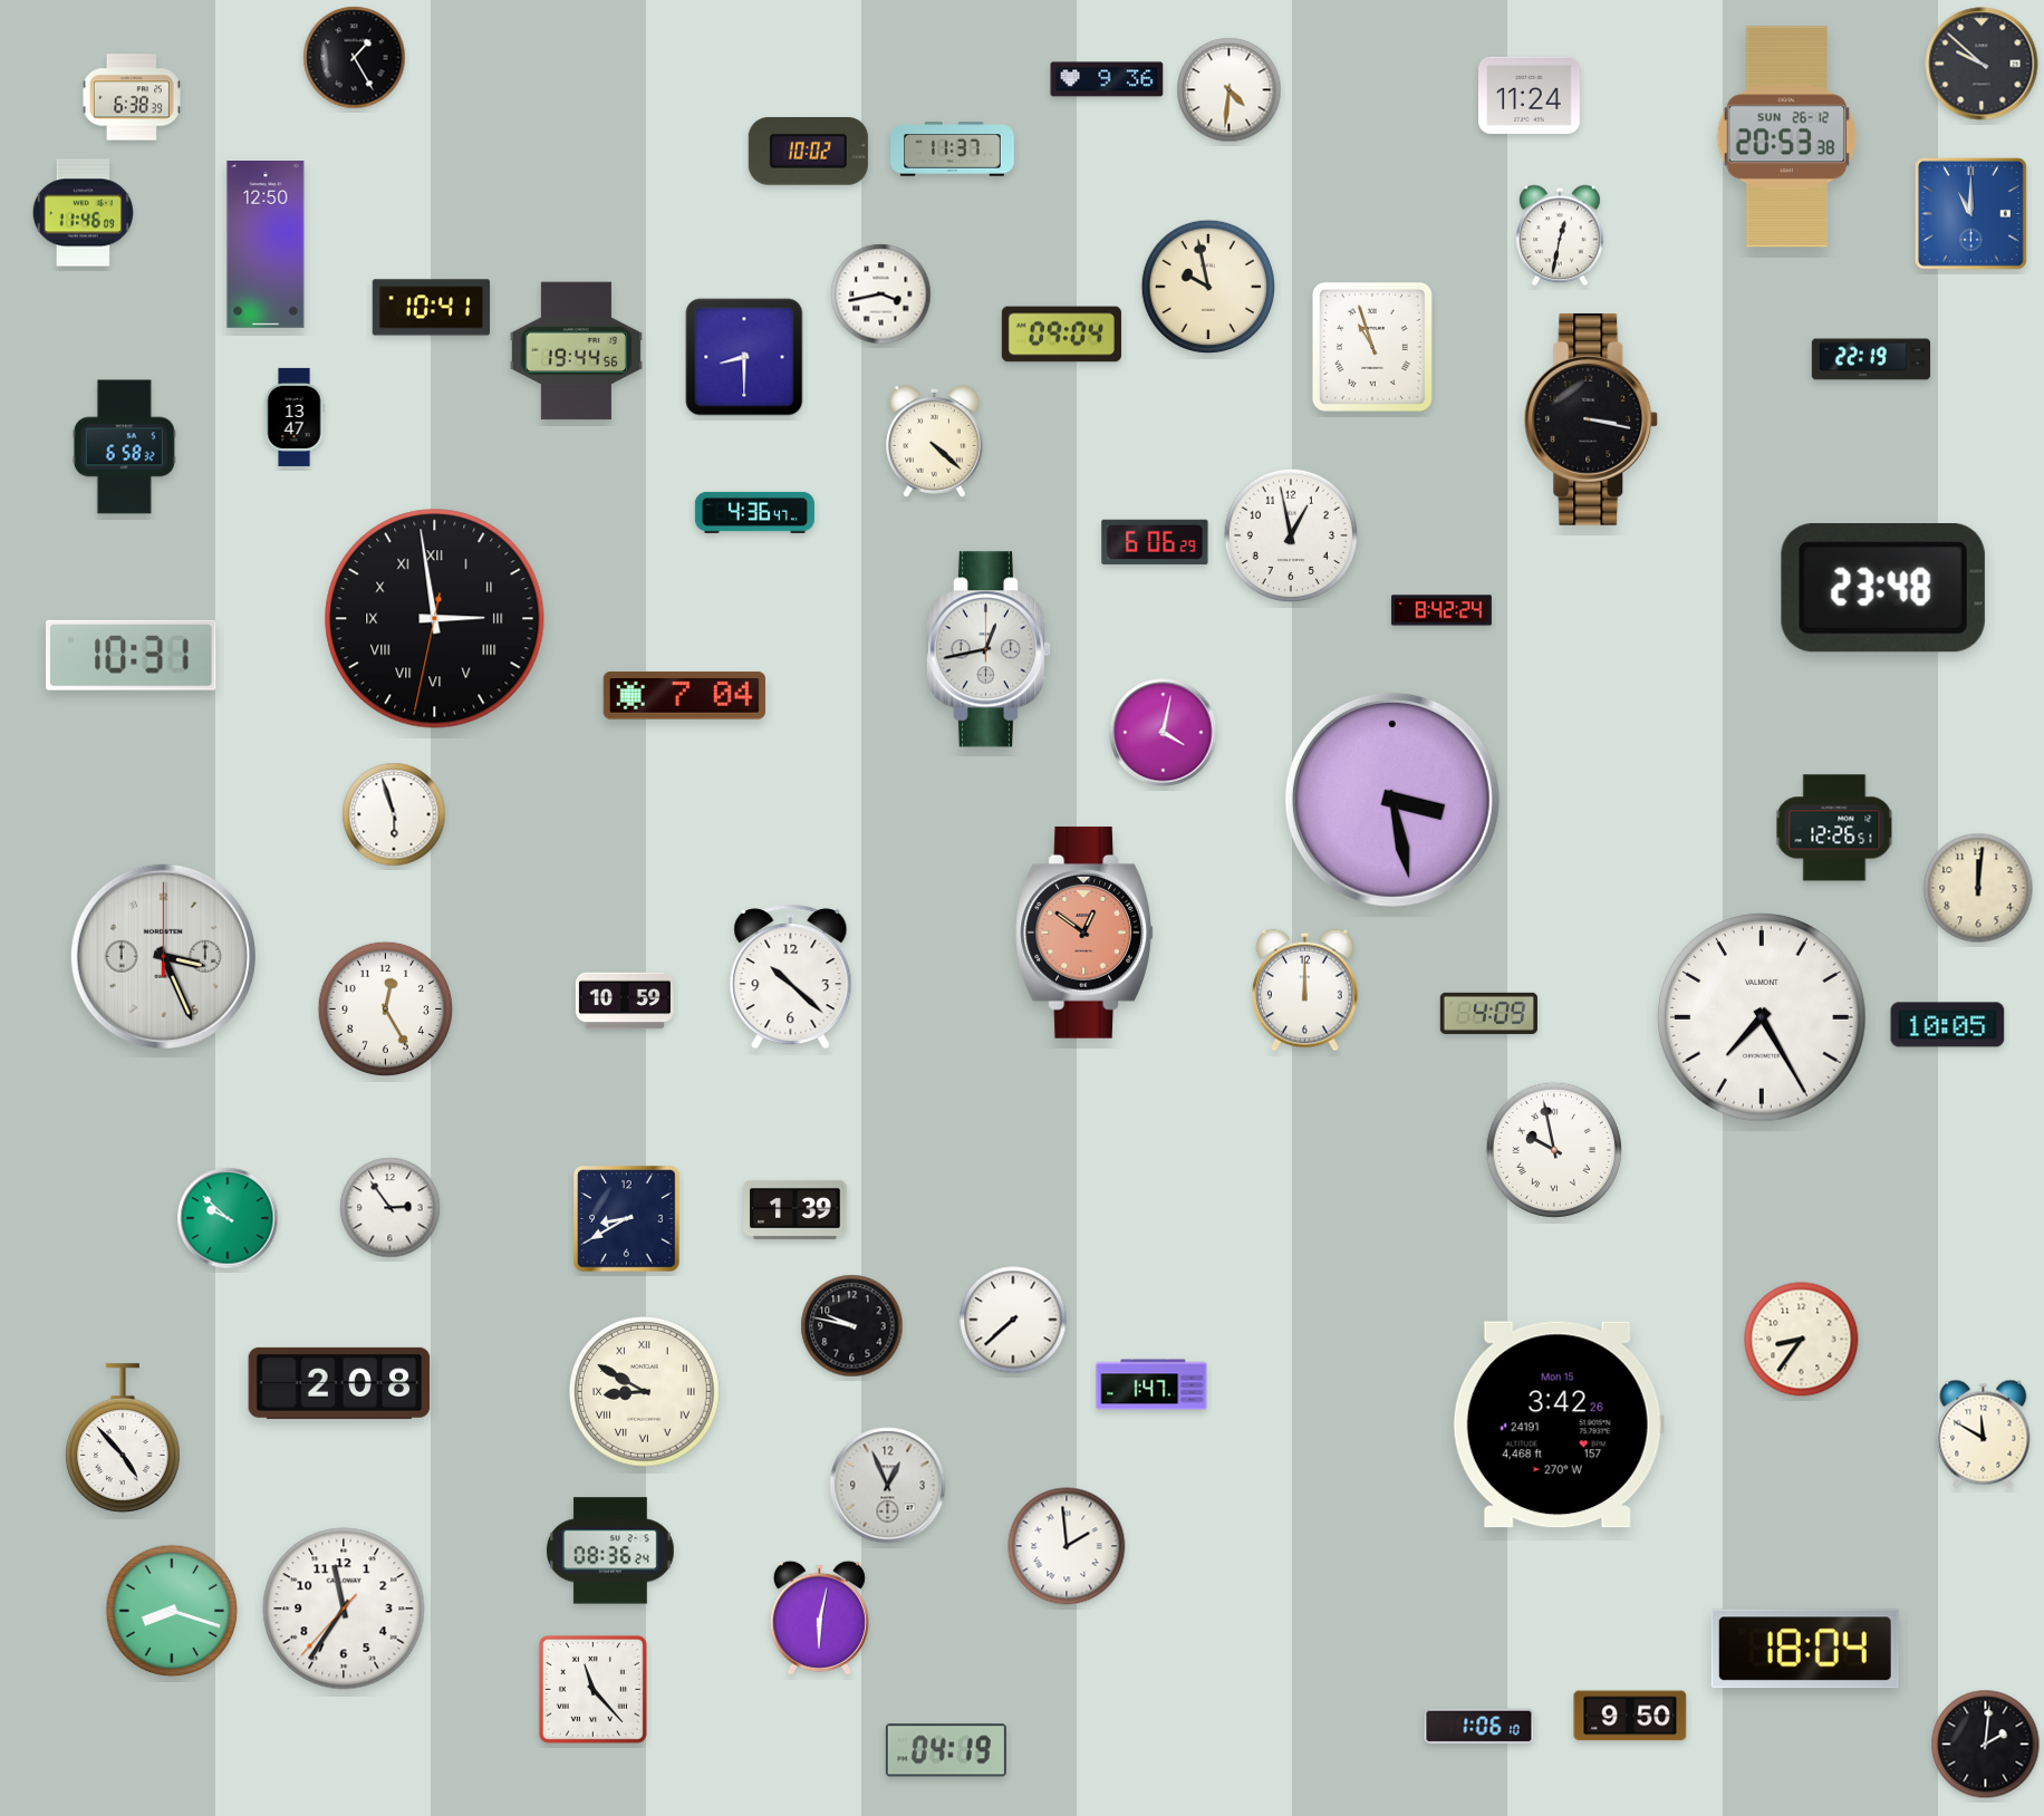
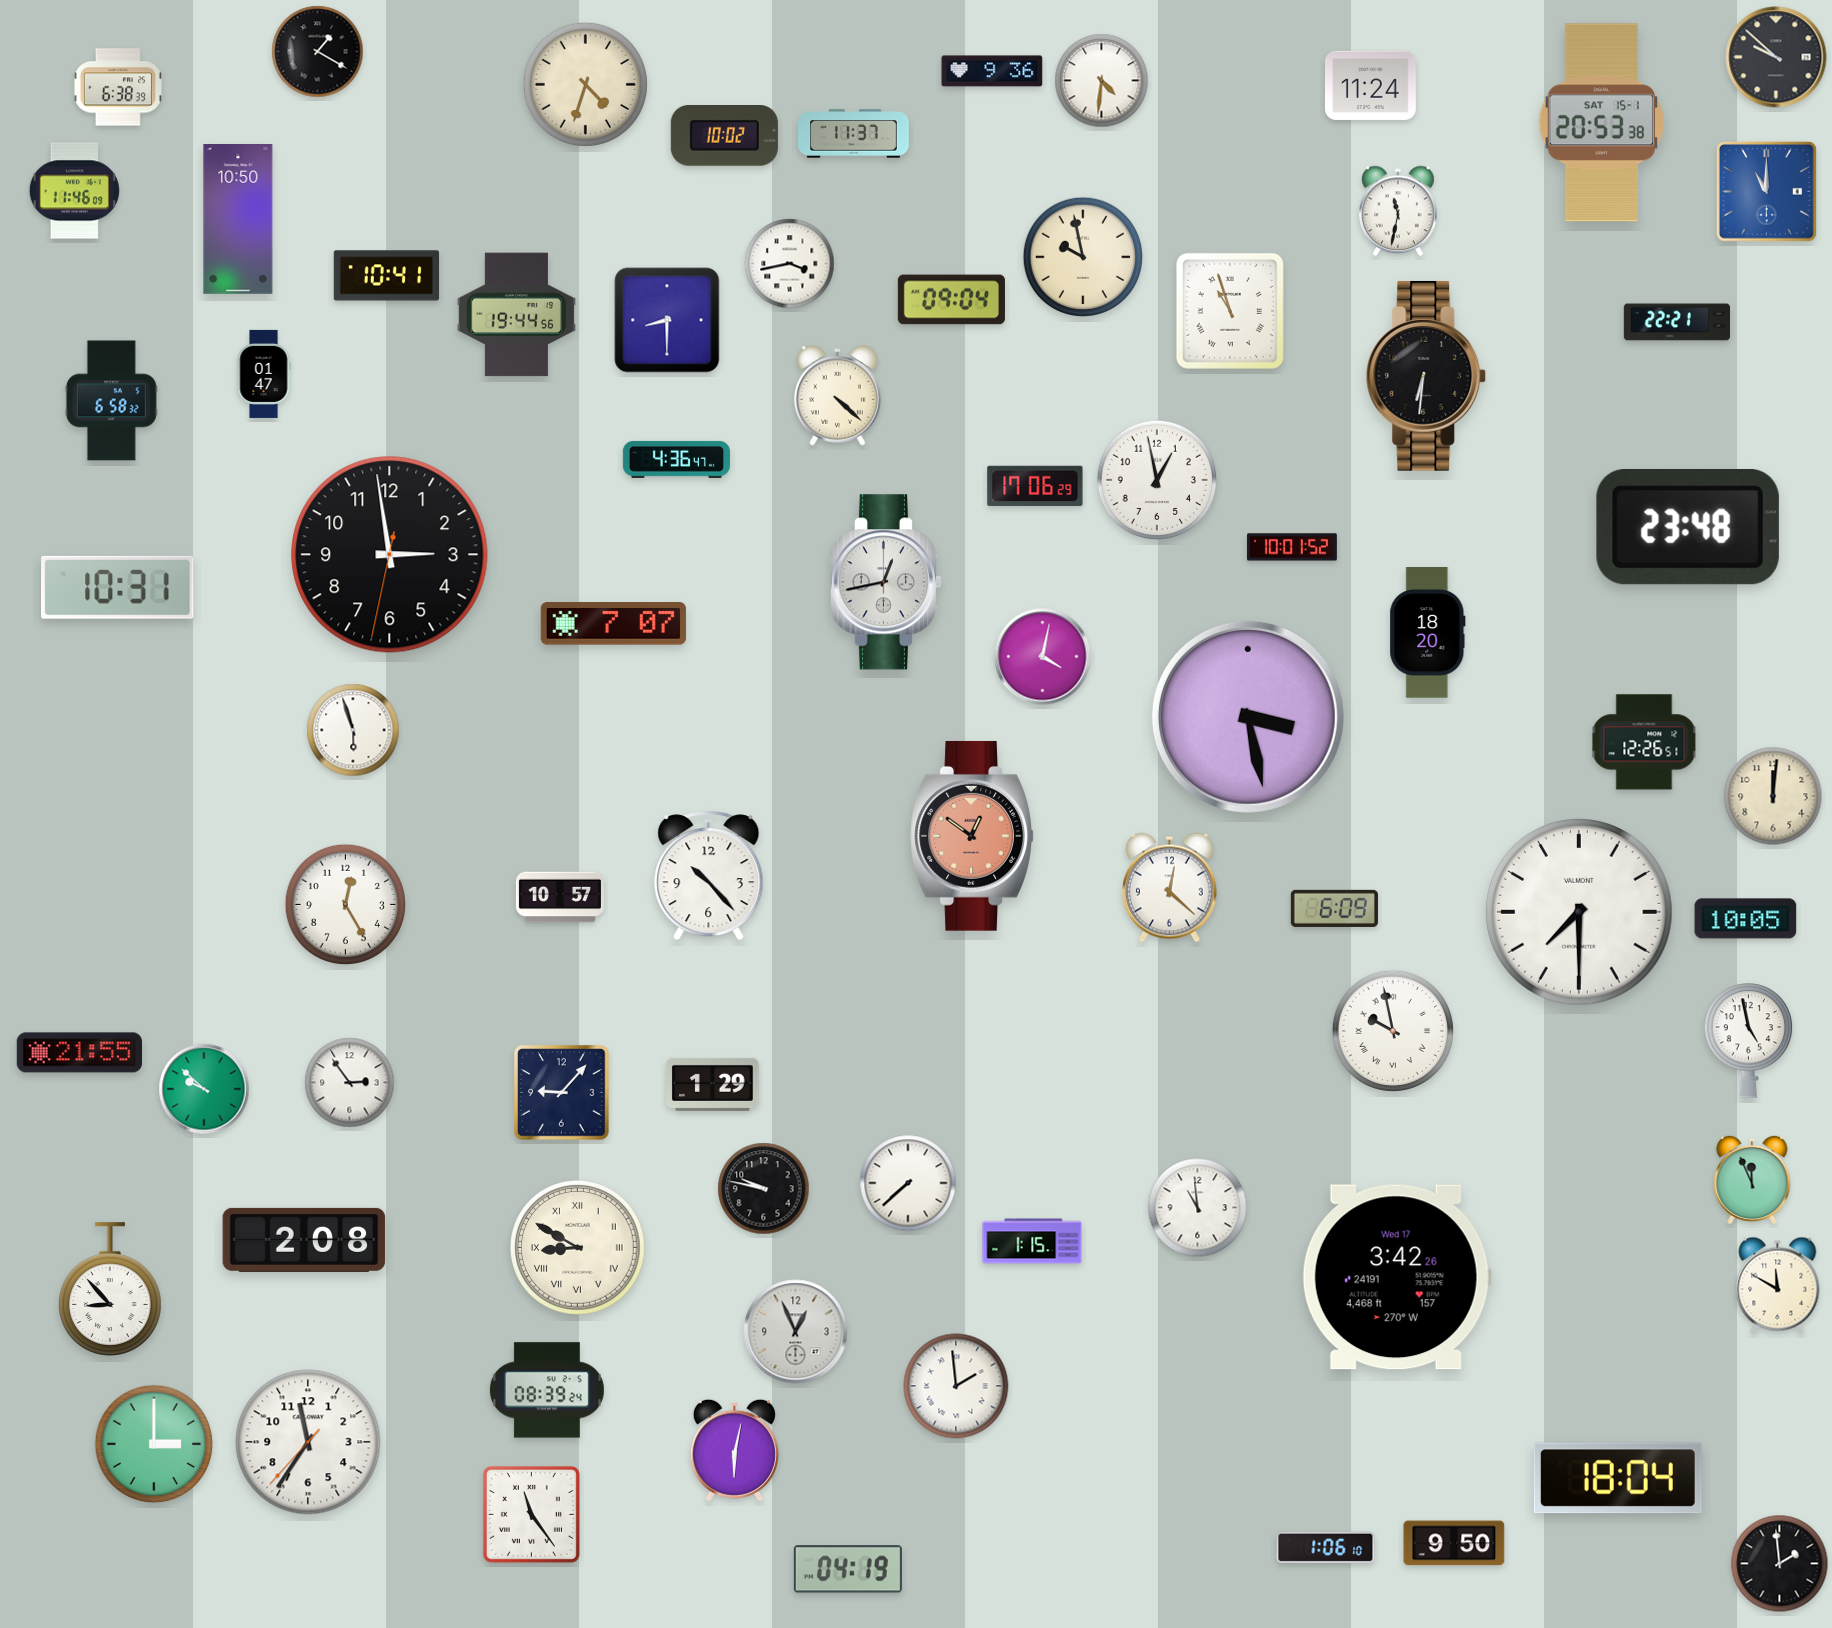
clock at (355, 58): 1:25 -> 1:20
clock at (585, 84): none -> 4:33
clock at (1786, 137) date: SUN 26-12 -> SAT 15-1
clock at (1561, 235): 12:32 -> 11:32
clock at (266, 245): 12:50 -> 10:50
clock at (1870, 359): 22:19 -> 22:21
clock at (295, 417): 13:47 -> 01:47
clock at (1591, 419): 3:17 -> 6:31
clock at (1155, 541): 6:06 -> 17:06
clock at (1443, 610): 8:42 -> 10:01
clock at (435, 619) numerals: Roman -> Arabic
clock at (684, 696): 7:04 -> 7:07
clock at (1428, 633): none -> 18:20
clock at (163, 956): 3:26 -> none
clock at (791, 977): 10:22 -> 10:23
clock at (1305, 991): 12:00 -> 12:22
clock at (625, 1001): 10:59 -> 10:57
clock at (1488, 1013): 4:09 -> 6:09
clock at (1762, 1017): 7:25 -> 7:30
clock at (1749, 1041): none -> 4:58
clock at (79, 1053): none -> 21:55
clock at (796, 1209): 1:39 -> 1:29
clock at (228, 1218) position: (228, 1218) -> (204, 1089)
clock at (627, 1219): 8:40 -> 9:07
clock at (1752, 1180): none -> 11:56
clock at (1802, 1340): 8:36 -> none
clock at (1198, 1208): none -> 10:59
clock at (1151, 1384): 1:47 -> 1:15
clock at (1559, 1424) date: Mon 15 -> Wed 17
clock at (123, 1438): 4:53 -> 8:53
clock at (610, 1551): 08:36 -> 08:39
clock at (172, 1611): 8:18 -> 3:00
clock at (592, 1689): 11:23 -> 11:24
clock at (1630, 1716) position: (1630, 1716) -> (1454, 1543)
clock at (1986, 1745): 2:01 -> 1:59
